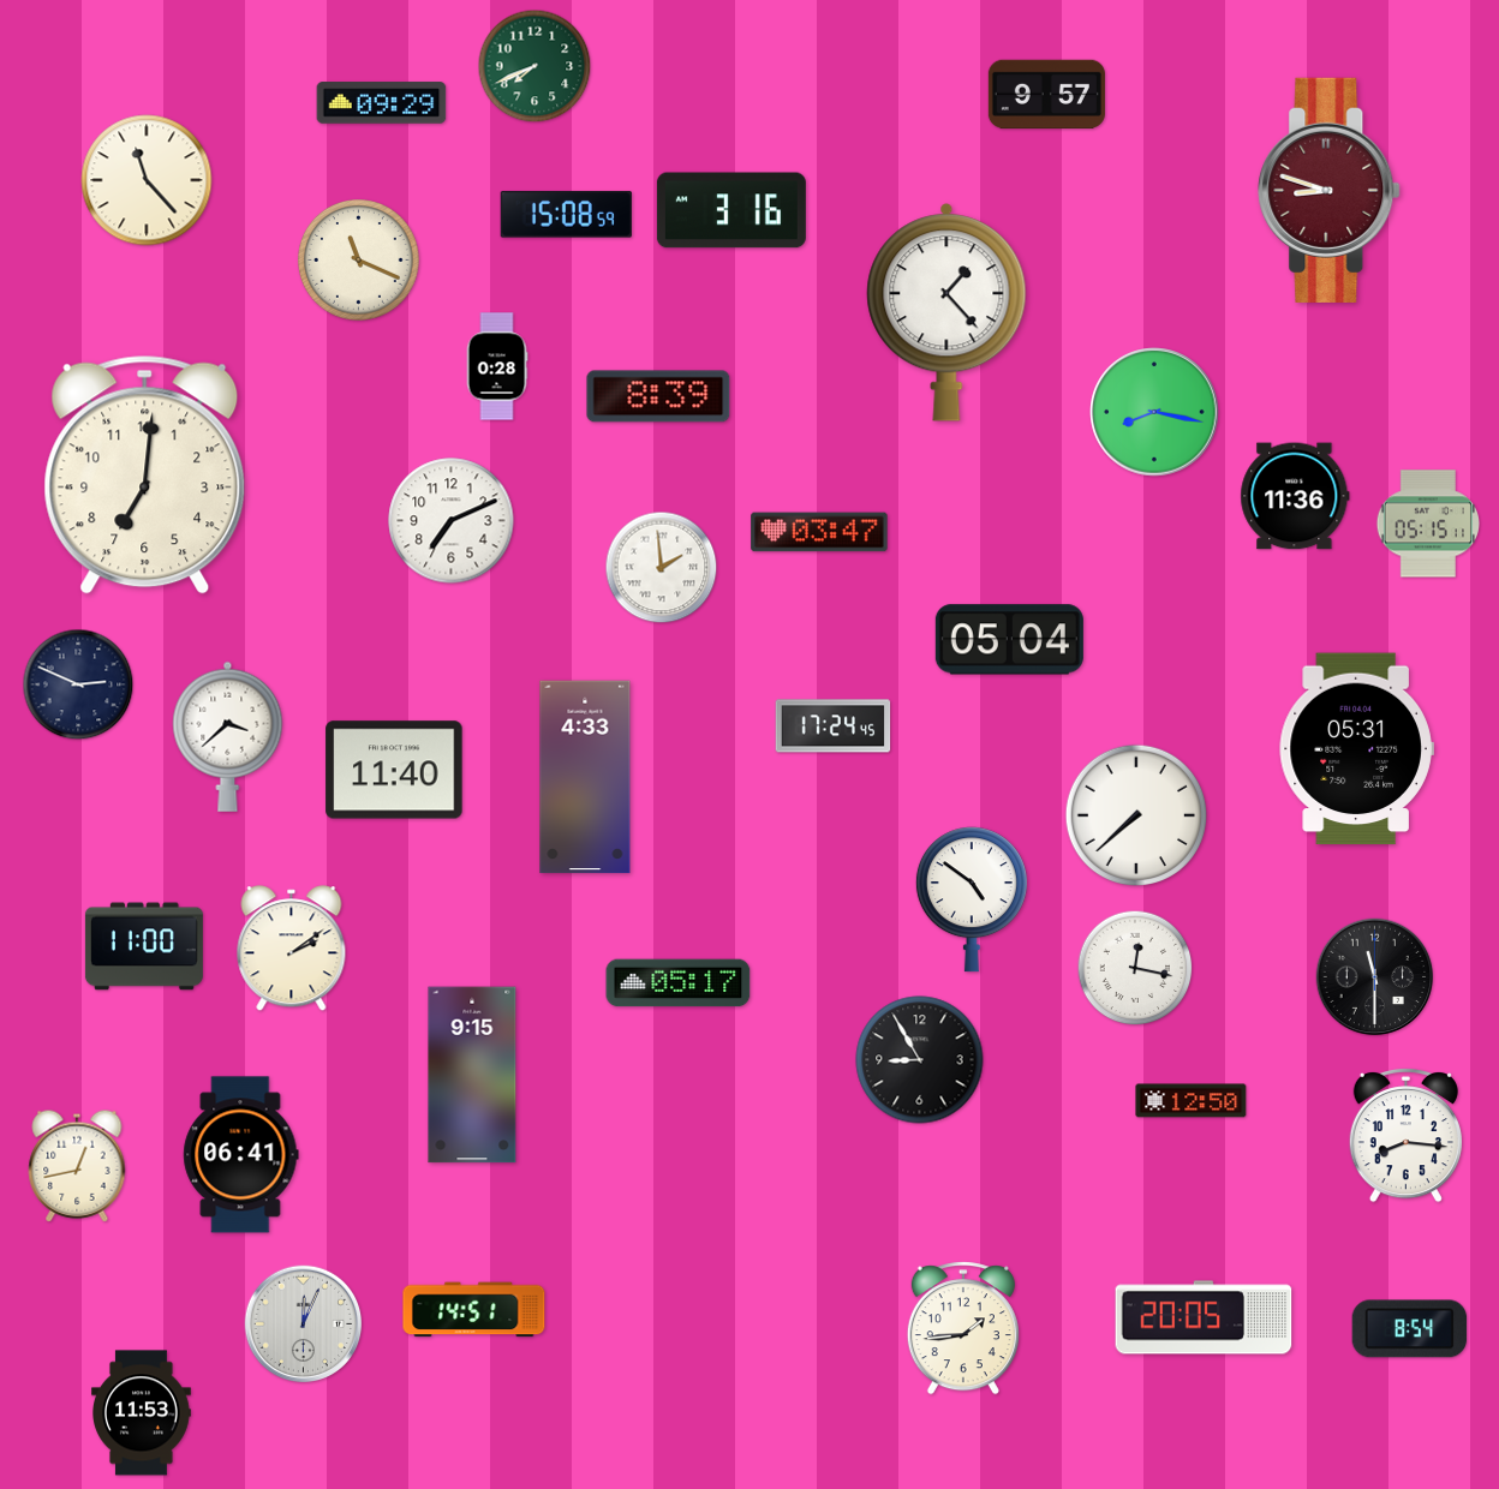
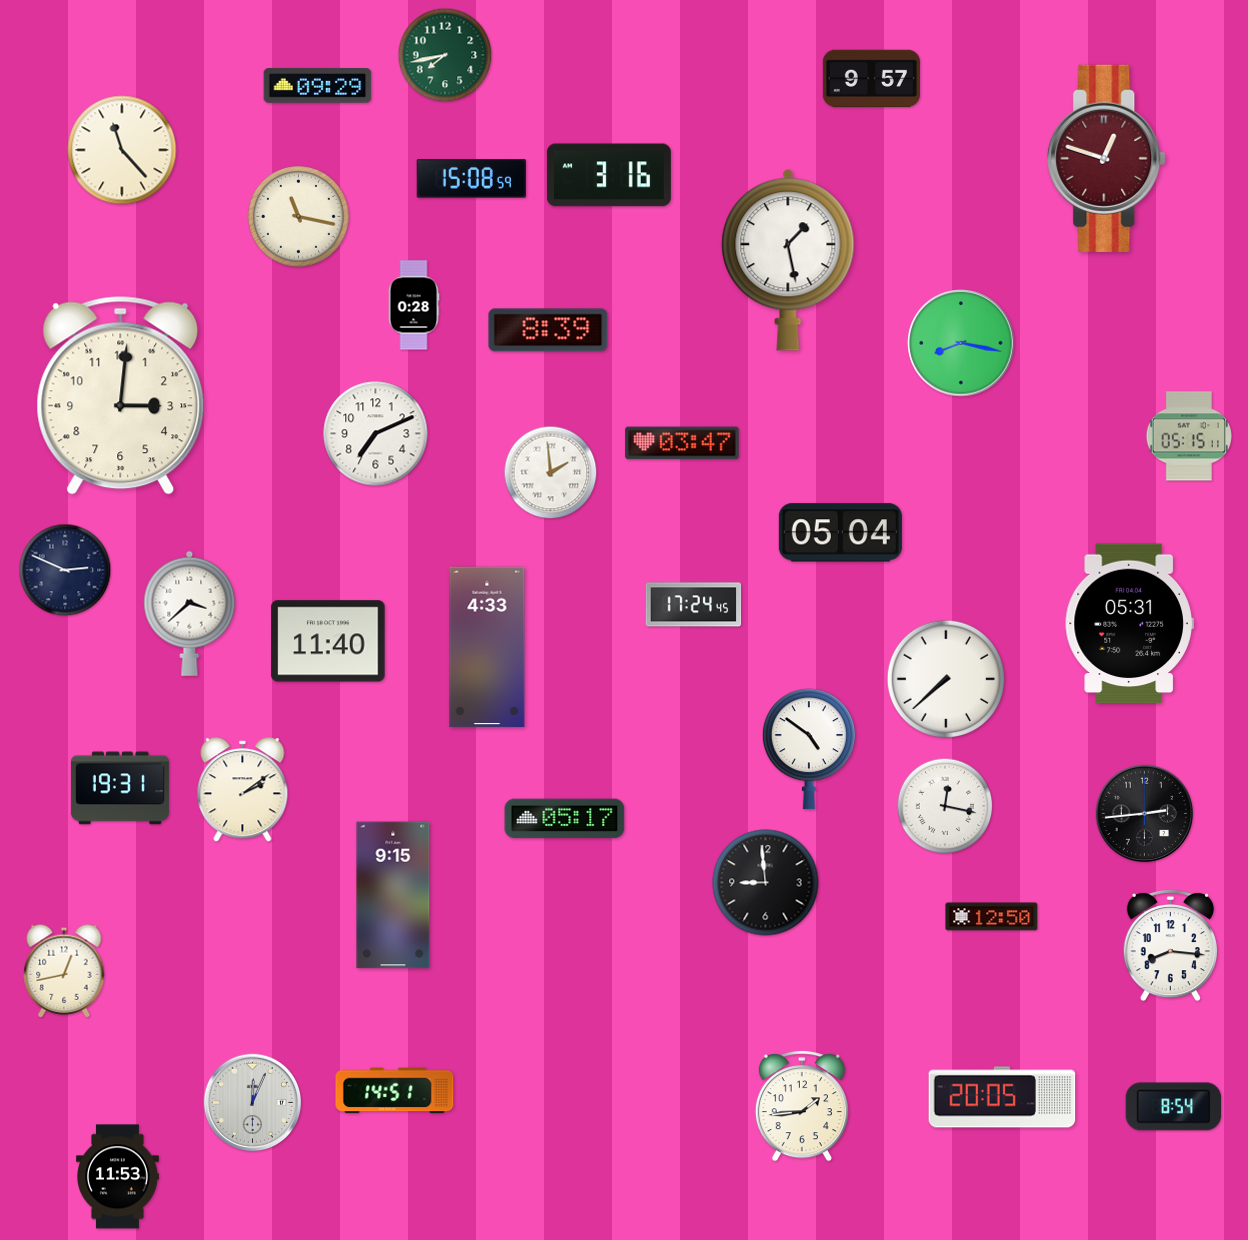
clock at (534, 66): 7:41 -> 7:43
clock at (1330, 190): 8:48 -> 12:48
clock at (359, 261): 11:19 -> 11:17
clock at (946, 312): 1:23 -> 1:28
clock at (145, 474): 7:01 -> 3:01
clock at (1295, 496): 11:36 -> none
clock at (144, 946): 11:00 -> 19:31
clock at (1375, 977): 11:30 -> 2:44
clock at (920, 1060): 8:55 -> 8:59
clock at (241, 1155): 06:41 -> none
